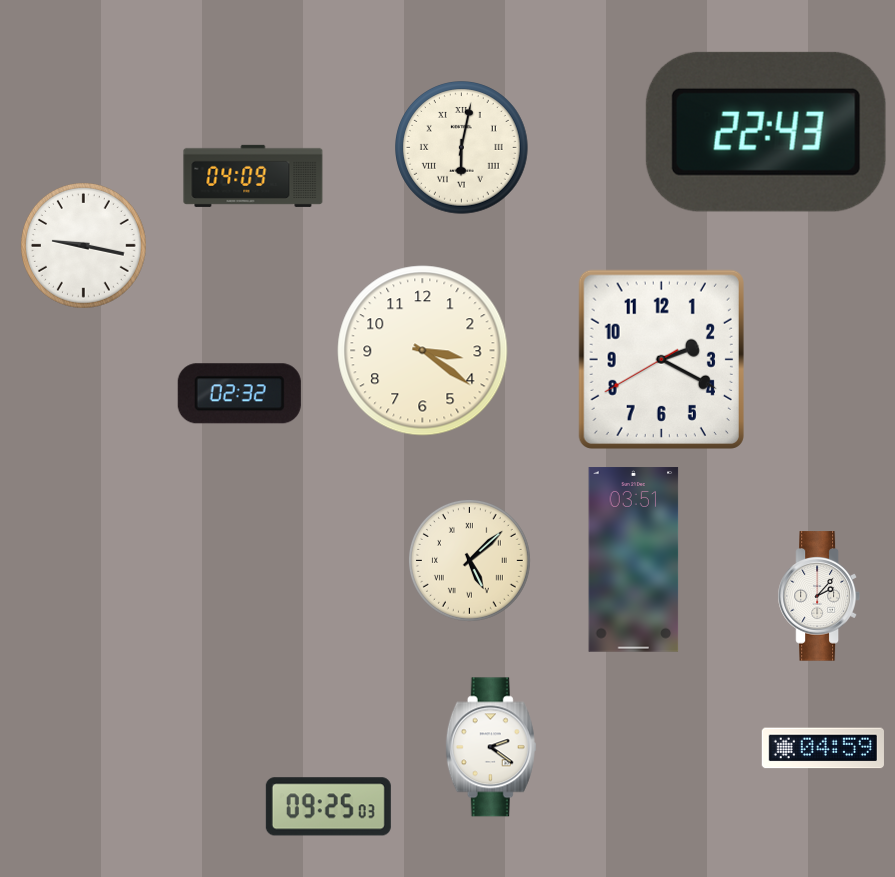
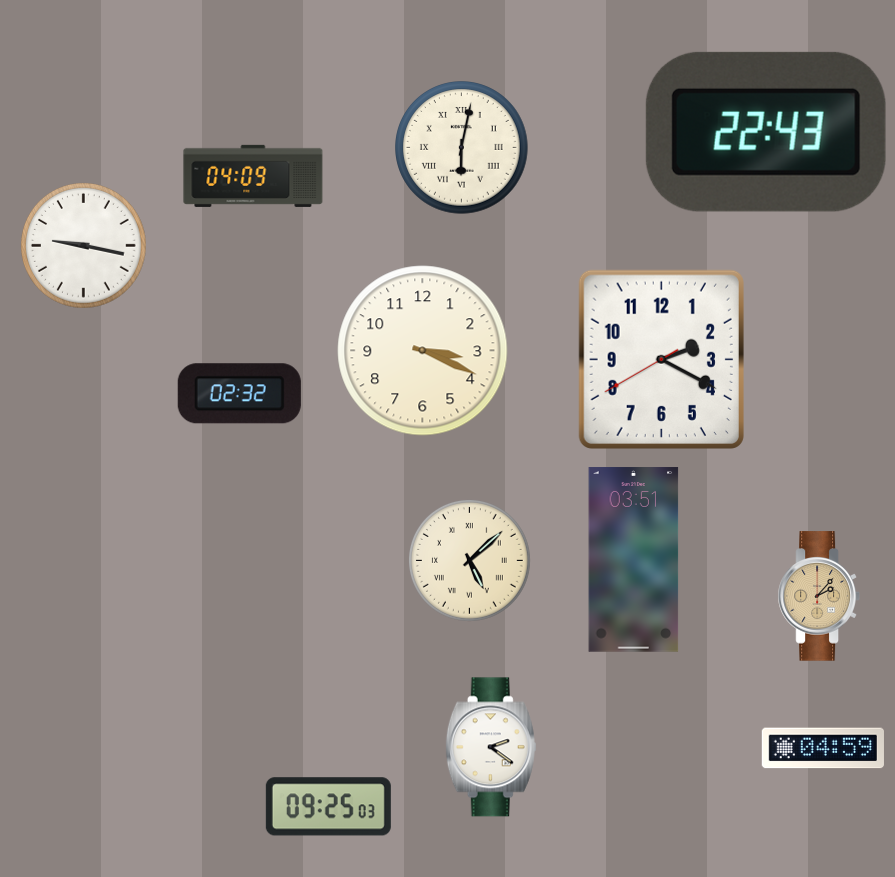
clock at (423, 351): 3:21 -> 3:19
clock at (819, 596) dial: white -> champagne
